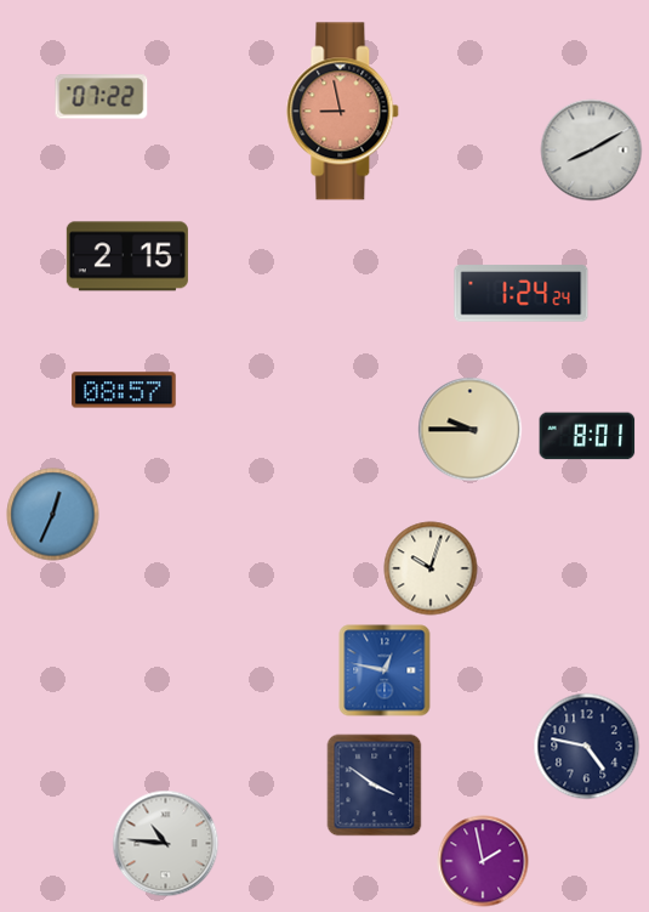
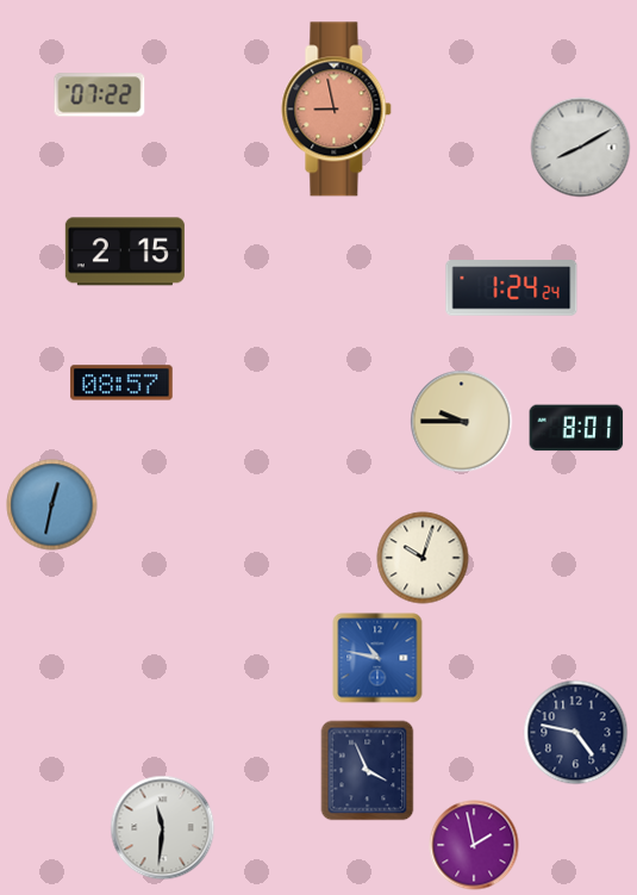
clock at (53, 515): 12:34 -> 12:32
clock at (385, 670): 12:47 -> 10:47
clock at (375, 786): 3:51 -> 3:56
clock at (166, 844): 10:46 -> 11:31
